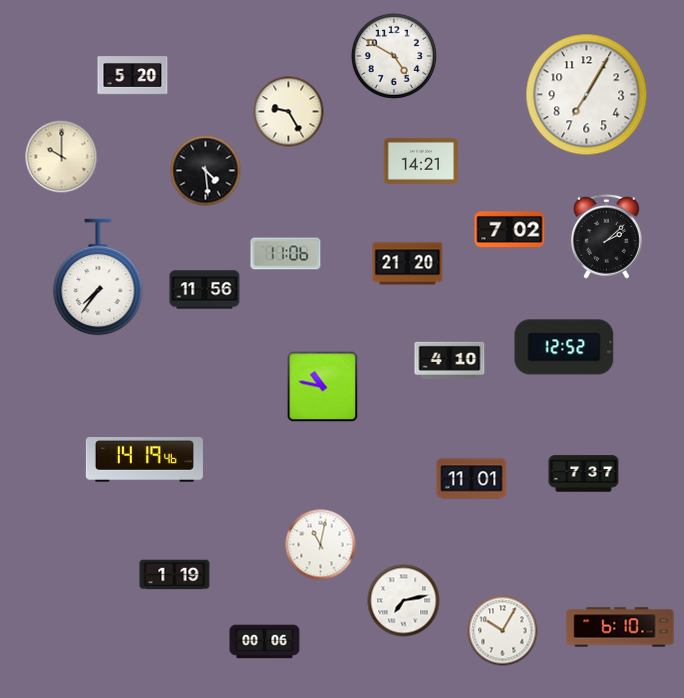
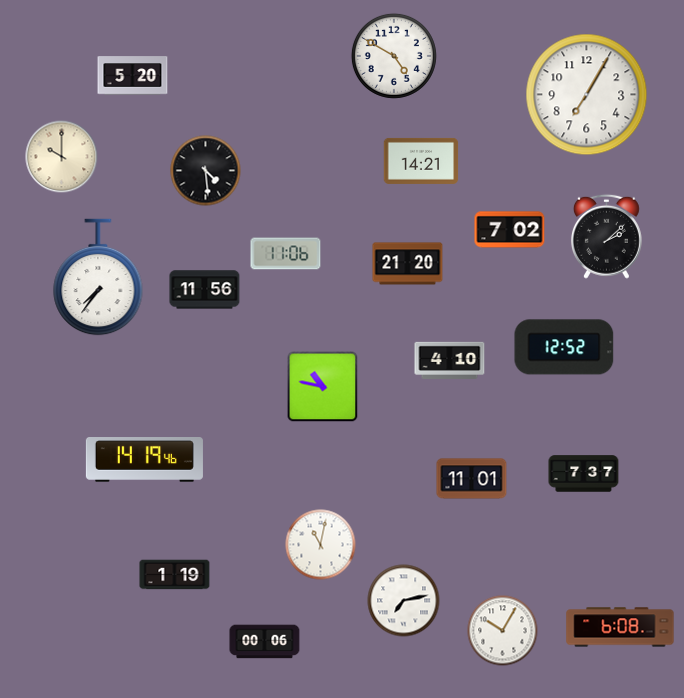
clock at (289, 112): 9:25 -> none
clock at (620, 627): 6:10 -> 6:08
